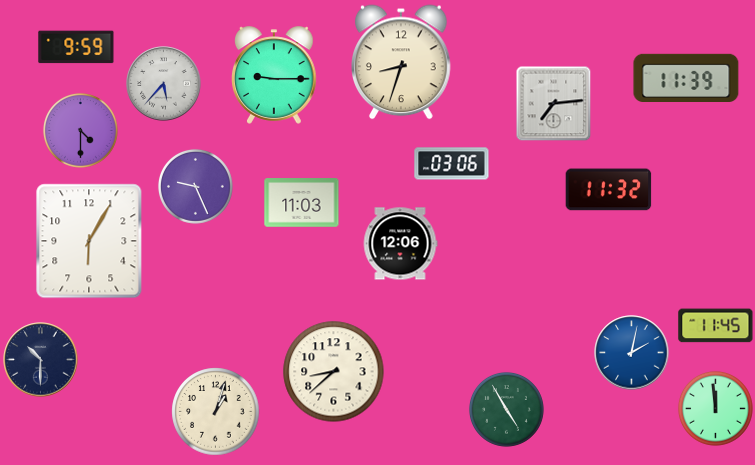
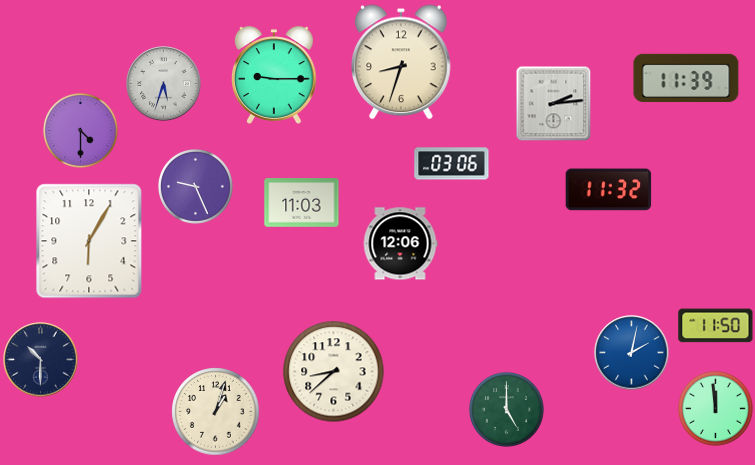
clock at (76, 47): 9:59 -> none
clock at (164, 84): 5:37 -> 5:33
clock at (554, 104): 7:14 -> 2:14
clock at (716, 326): 11:45 -> 11:50
clock at (506, 409): 4:55 -> 5:00
